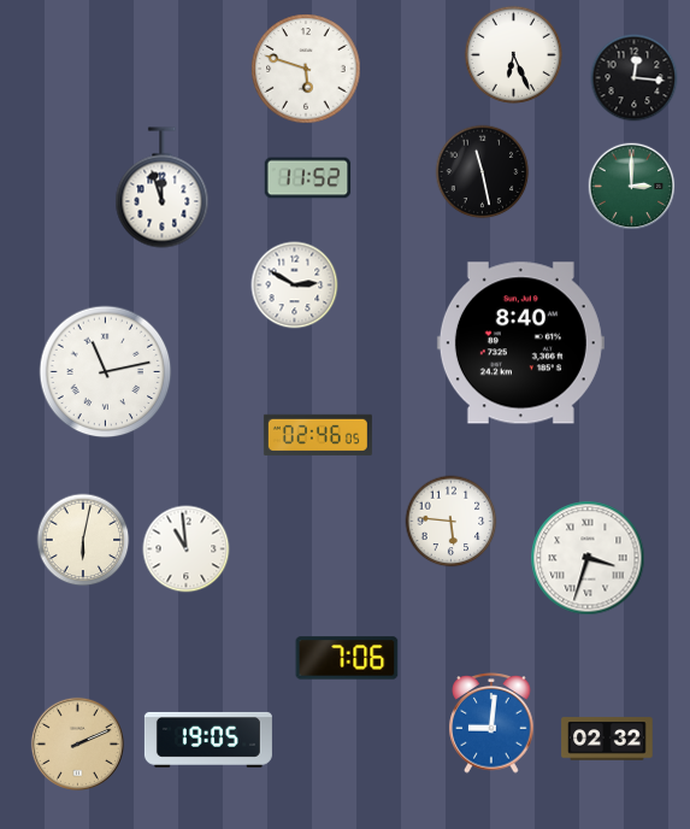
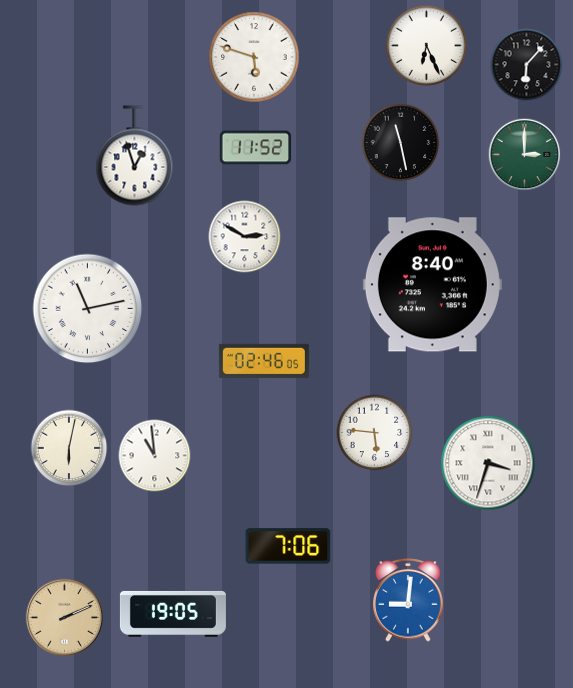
clock at (635, 78): 12:16 -> 6:07
clock at (163, 188): 11:57 -> 12:57
clock at (607, 739): 02:32 -> none
